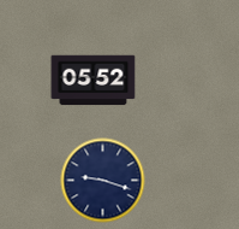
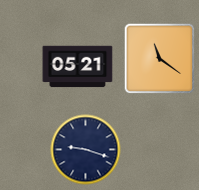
clock at (160, 59): none -> 11:21
clock at (94, 81): 05:52 -> 05:21
